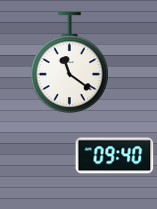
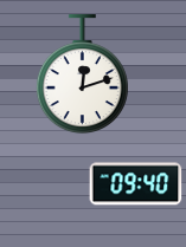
clock at (69, 63): 11:21 -> 12:12
